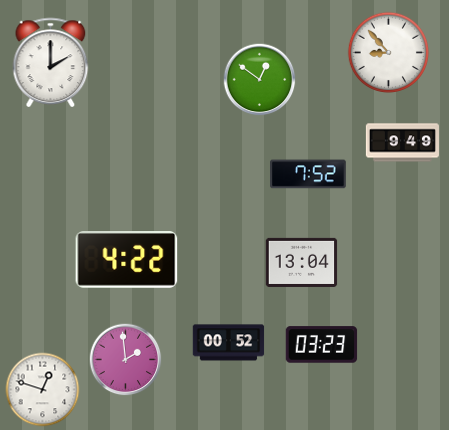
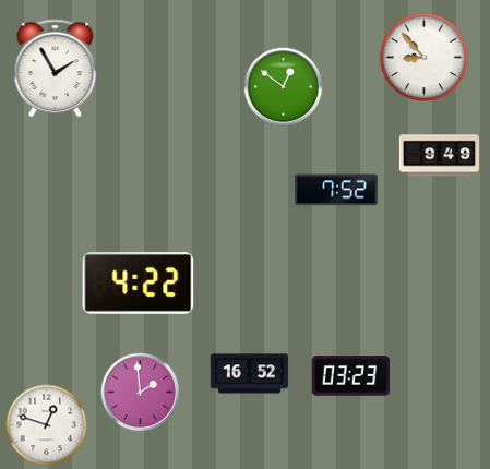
clock at (51, 62): 2:00 -> 1:55
clock at (302, 262): 13:04 -> none
clock at (229, 343): 00:52 -> 16:52
clock at (126, 360) position: (126, 360) -> (141, 393)
